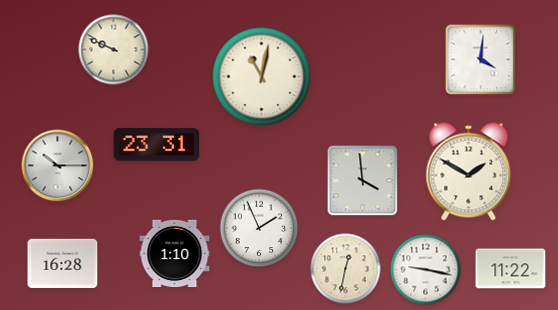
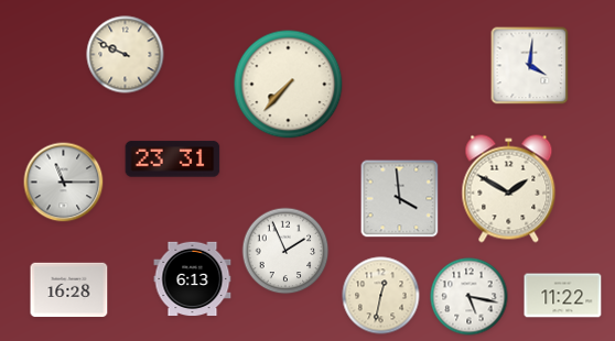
clock at (262, 77): 11:02 -> 7:37
clock at (58, 166): 10:15 -> 11:15
clock at (469, 172) position: (469, 172) -> (509, 189)
clock at (175, 254): 1:10 -> 6:13
clock at (426, 270): 9:17 -> 5:17
